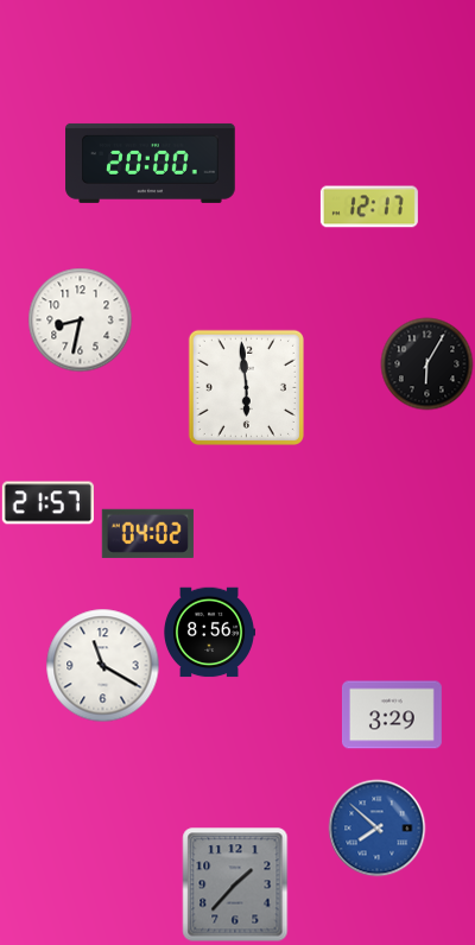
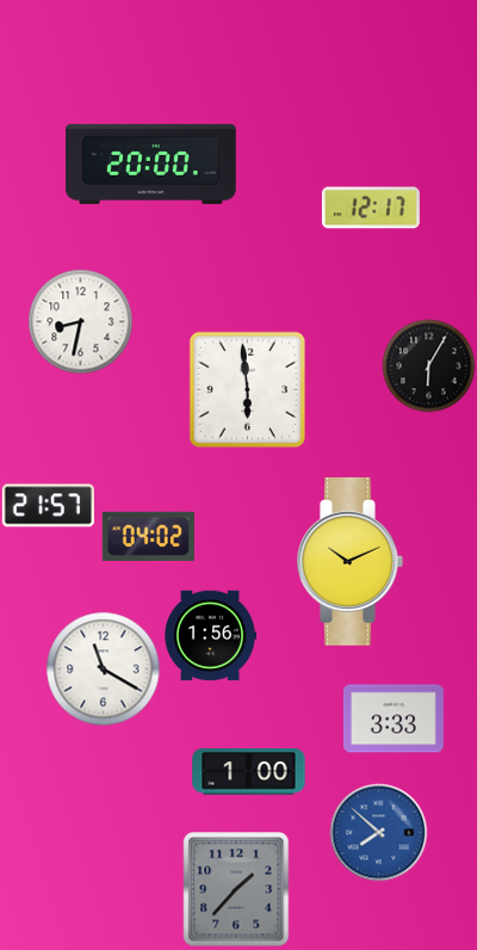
clock at (351, 561): none -> 10:11
clock at (209, 633): 8:56 -> 1:56
clock at (392, 715): 3:29 -> 3:33
clock at (249, 772): none -> 1:00
